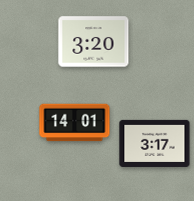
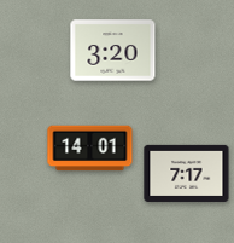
clock at (155, 143): 3:17 -> 7:17
